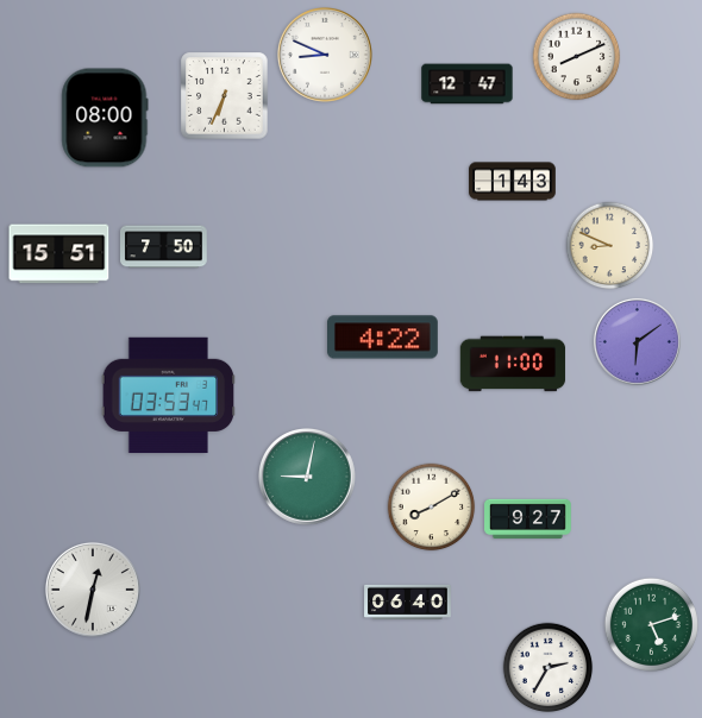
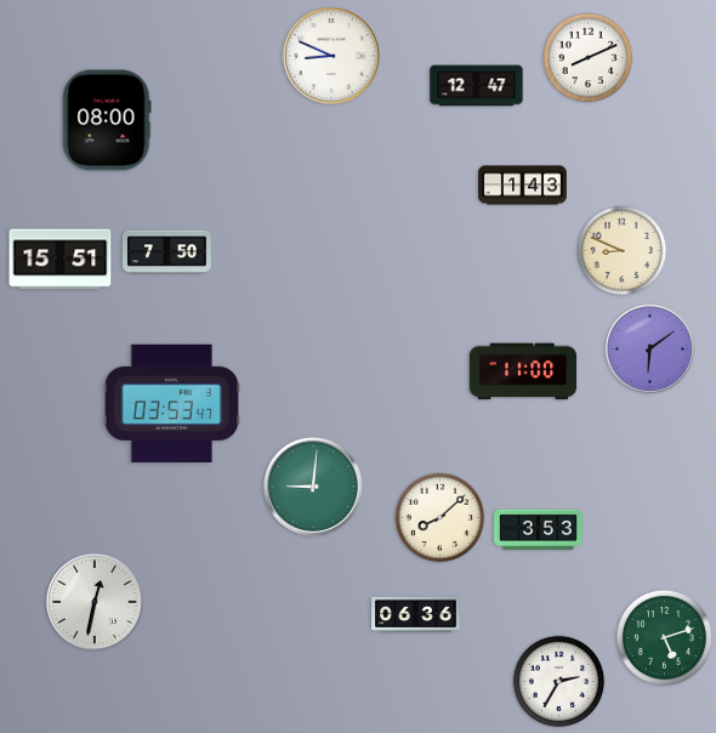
clock at (225, 96): 6:34 -> none
clock at (383, 338): 4:22 -> none
clock at (307, 477): 9:02 -> 9:01
clock at (432, 508): 8:10 -> 8:08
clock at (528, 519): 9:27 -> 3:53
clock at (408, 602): 06:40 -> 06:36
